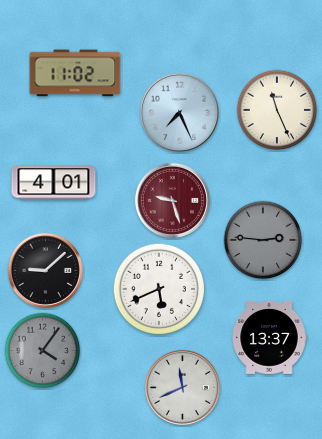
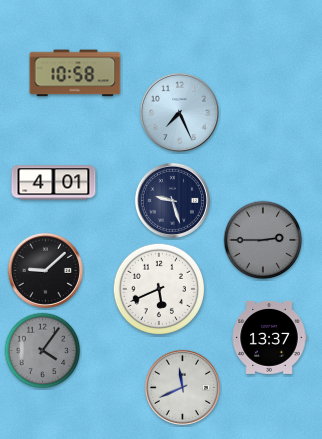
clock at (75, 73): 11:02 -> 10:58
clock at (277, 110): 11:26 -> none
clock at (172, 200) dial: burgundy -> navy
clock at (263, 240): 2:46 -> 2:45
